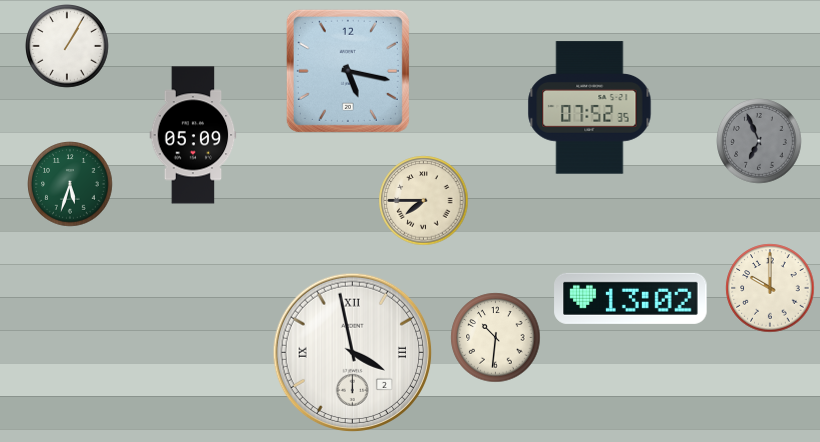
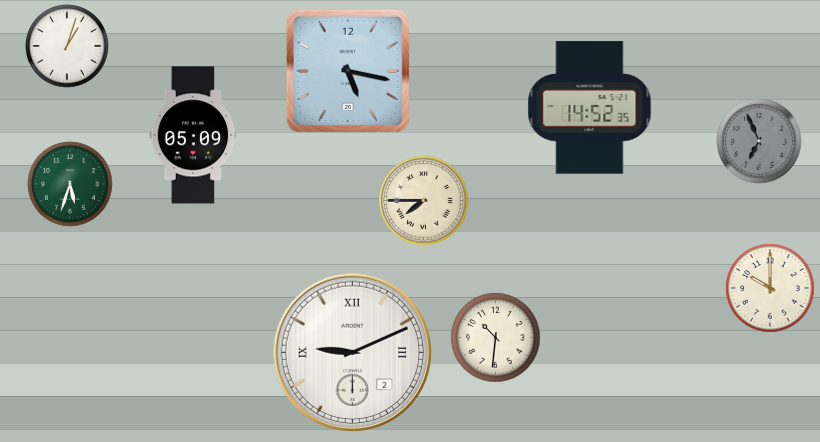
clock at (67, 46): 1:05 -> 1:03
clock at (590, 108): 07:52 -> 14:52
clock at (631, 298): 13:02 -> none
clock at (353, 353): 3:58 -> 9:11
